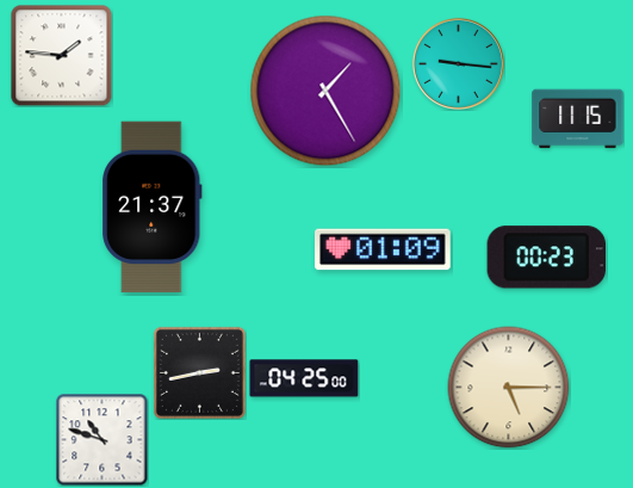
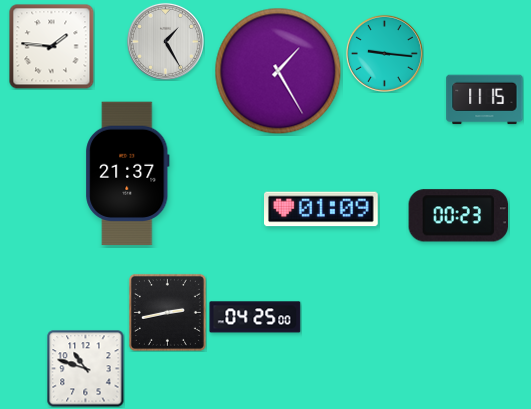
clock at (165, 41): none -> 1:25
clock at (325, 91) position: (325, 91) -> (278, 71)
clock at (509, 388): 5:15 -> none
